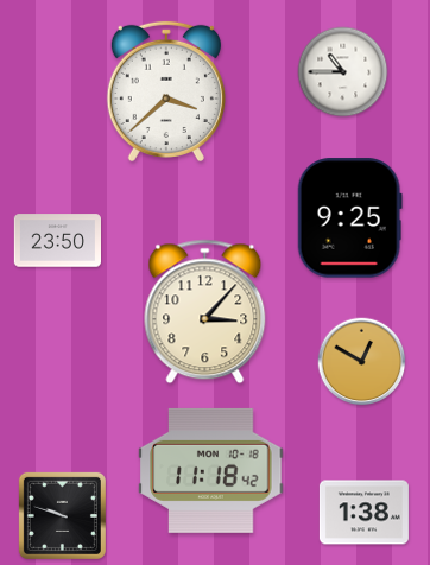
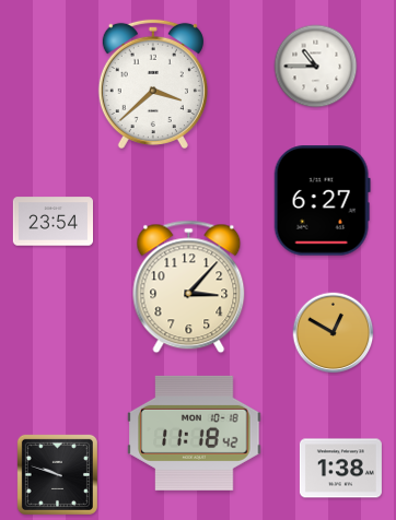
clock at (349, 218): 9:25 -> 6:27
clock at (57, 241): 23:50 -> 23:54
clock at (363, 513) position: (363, 513) -> (340, 469)
